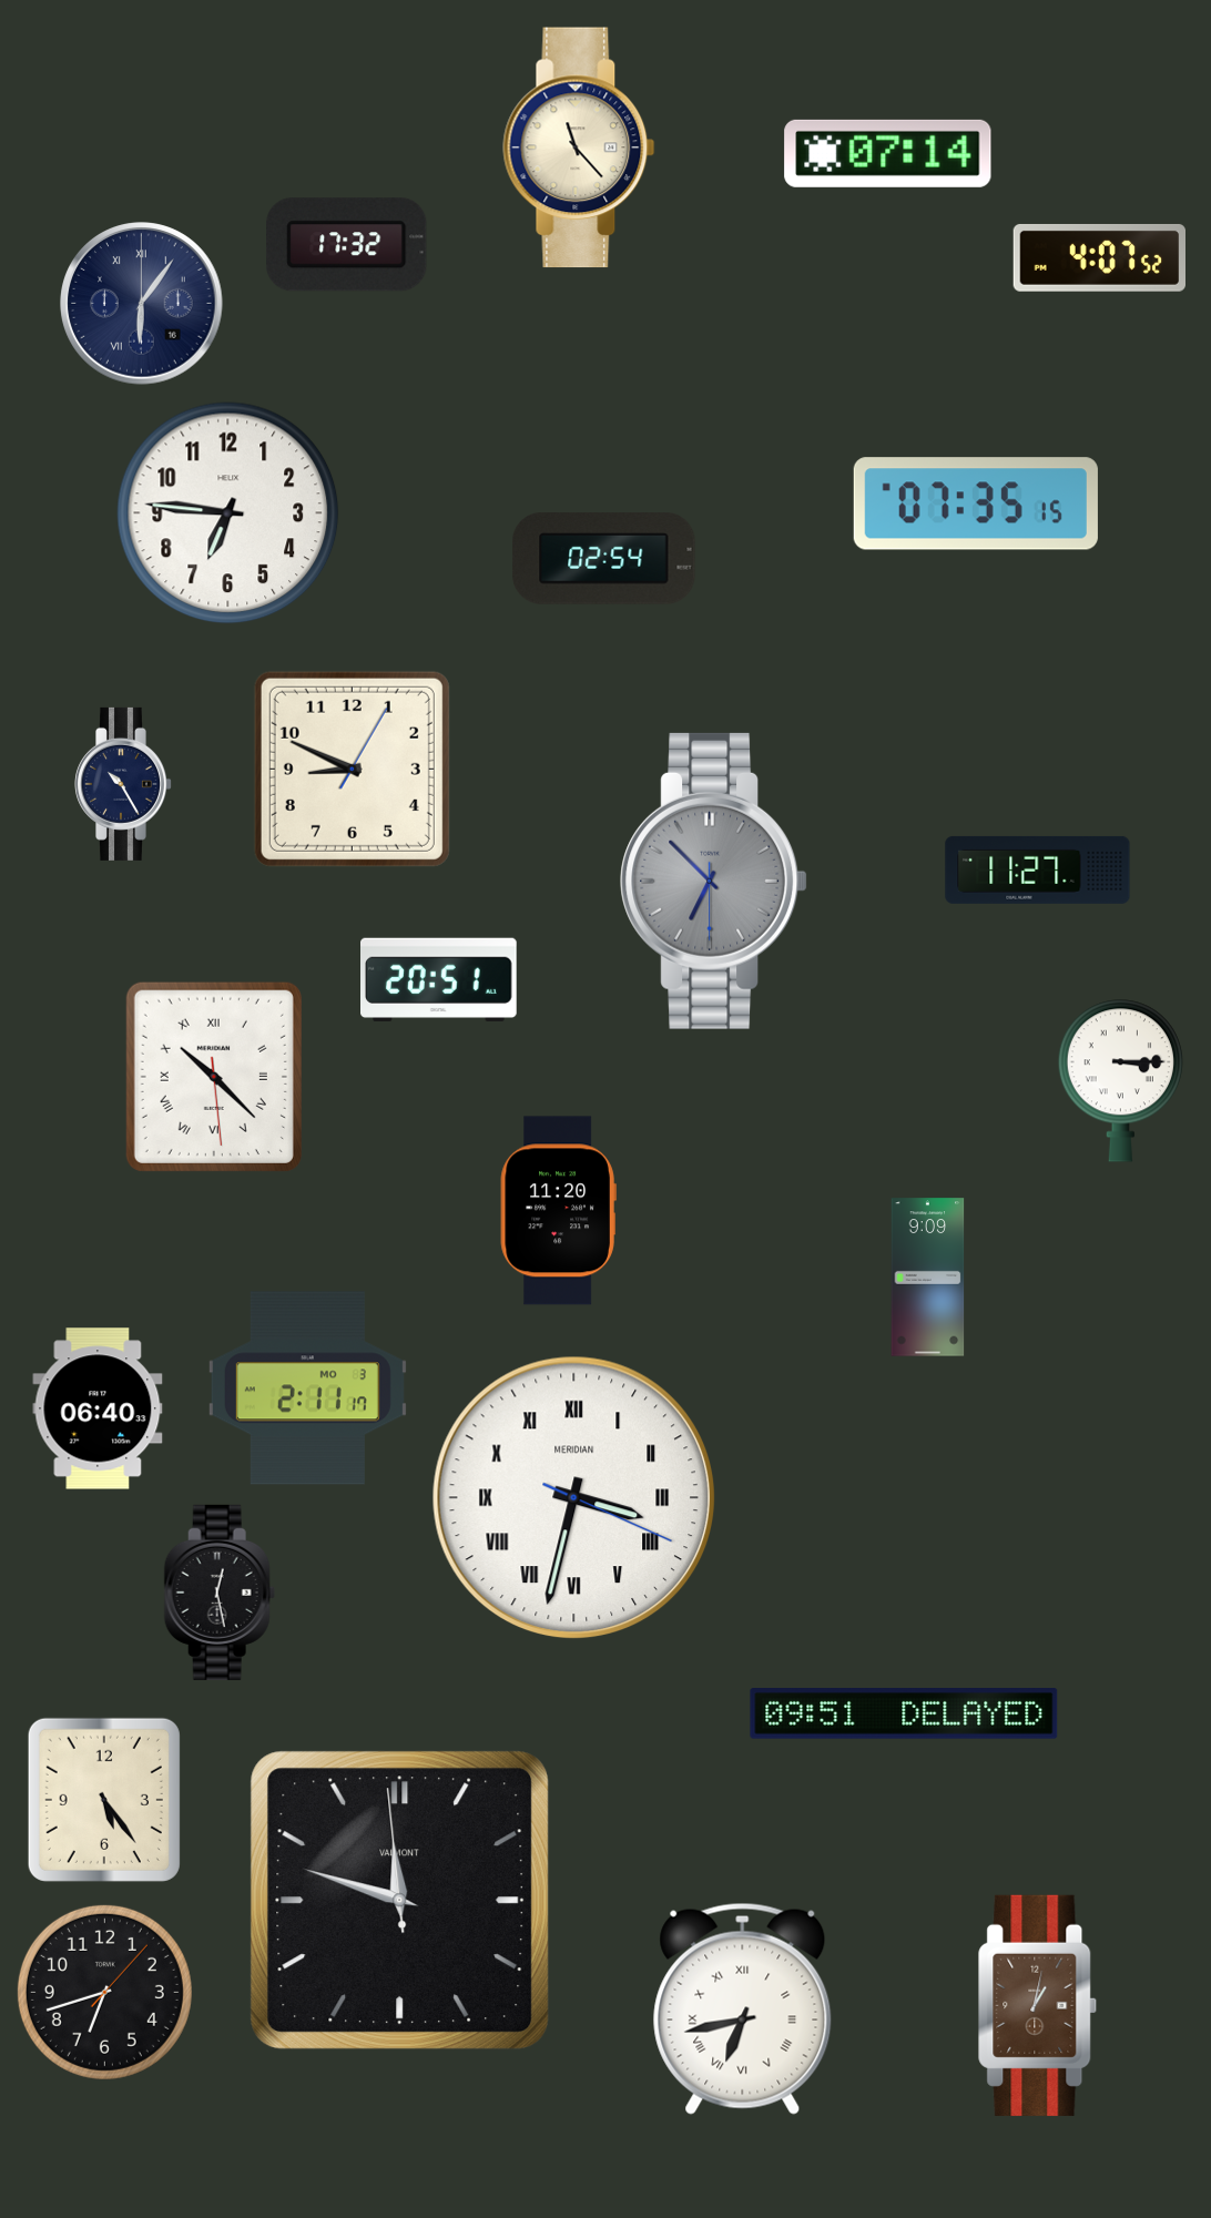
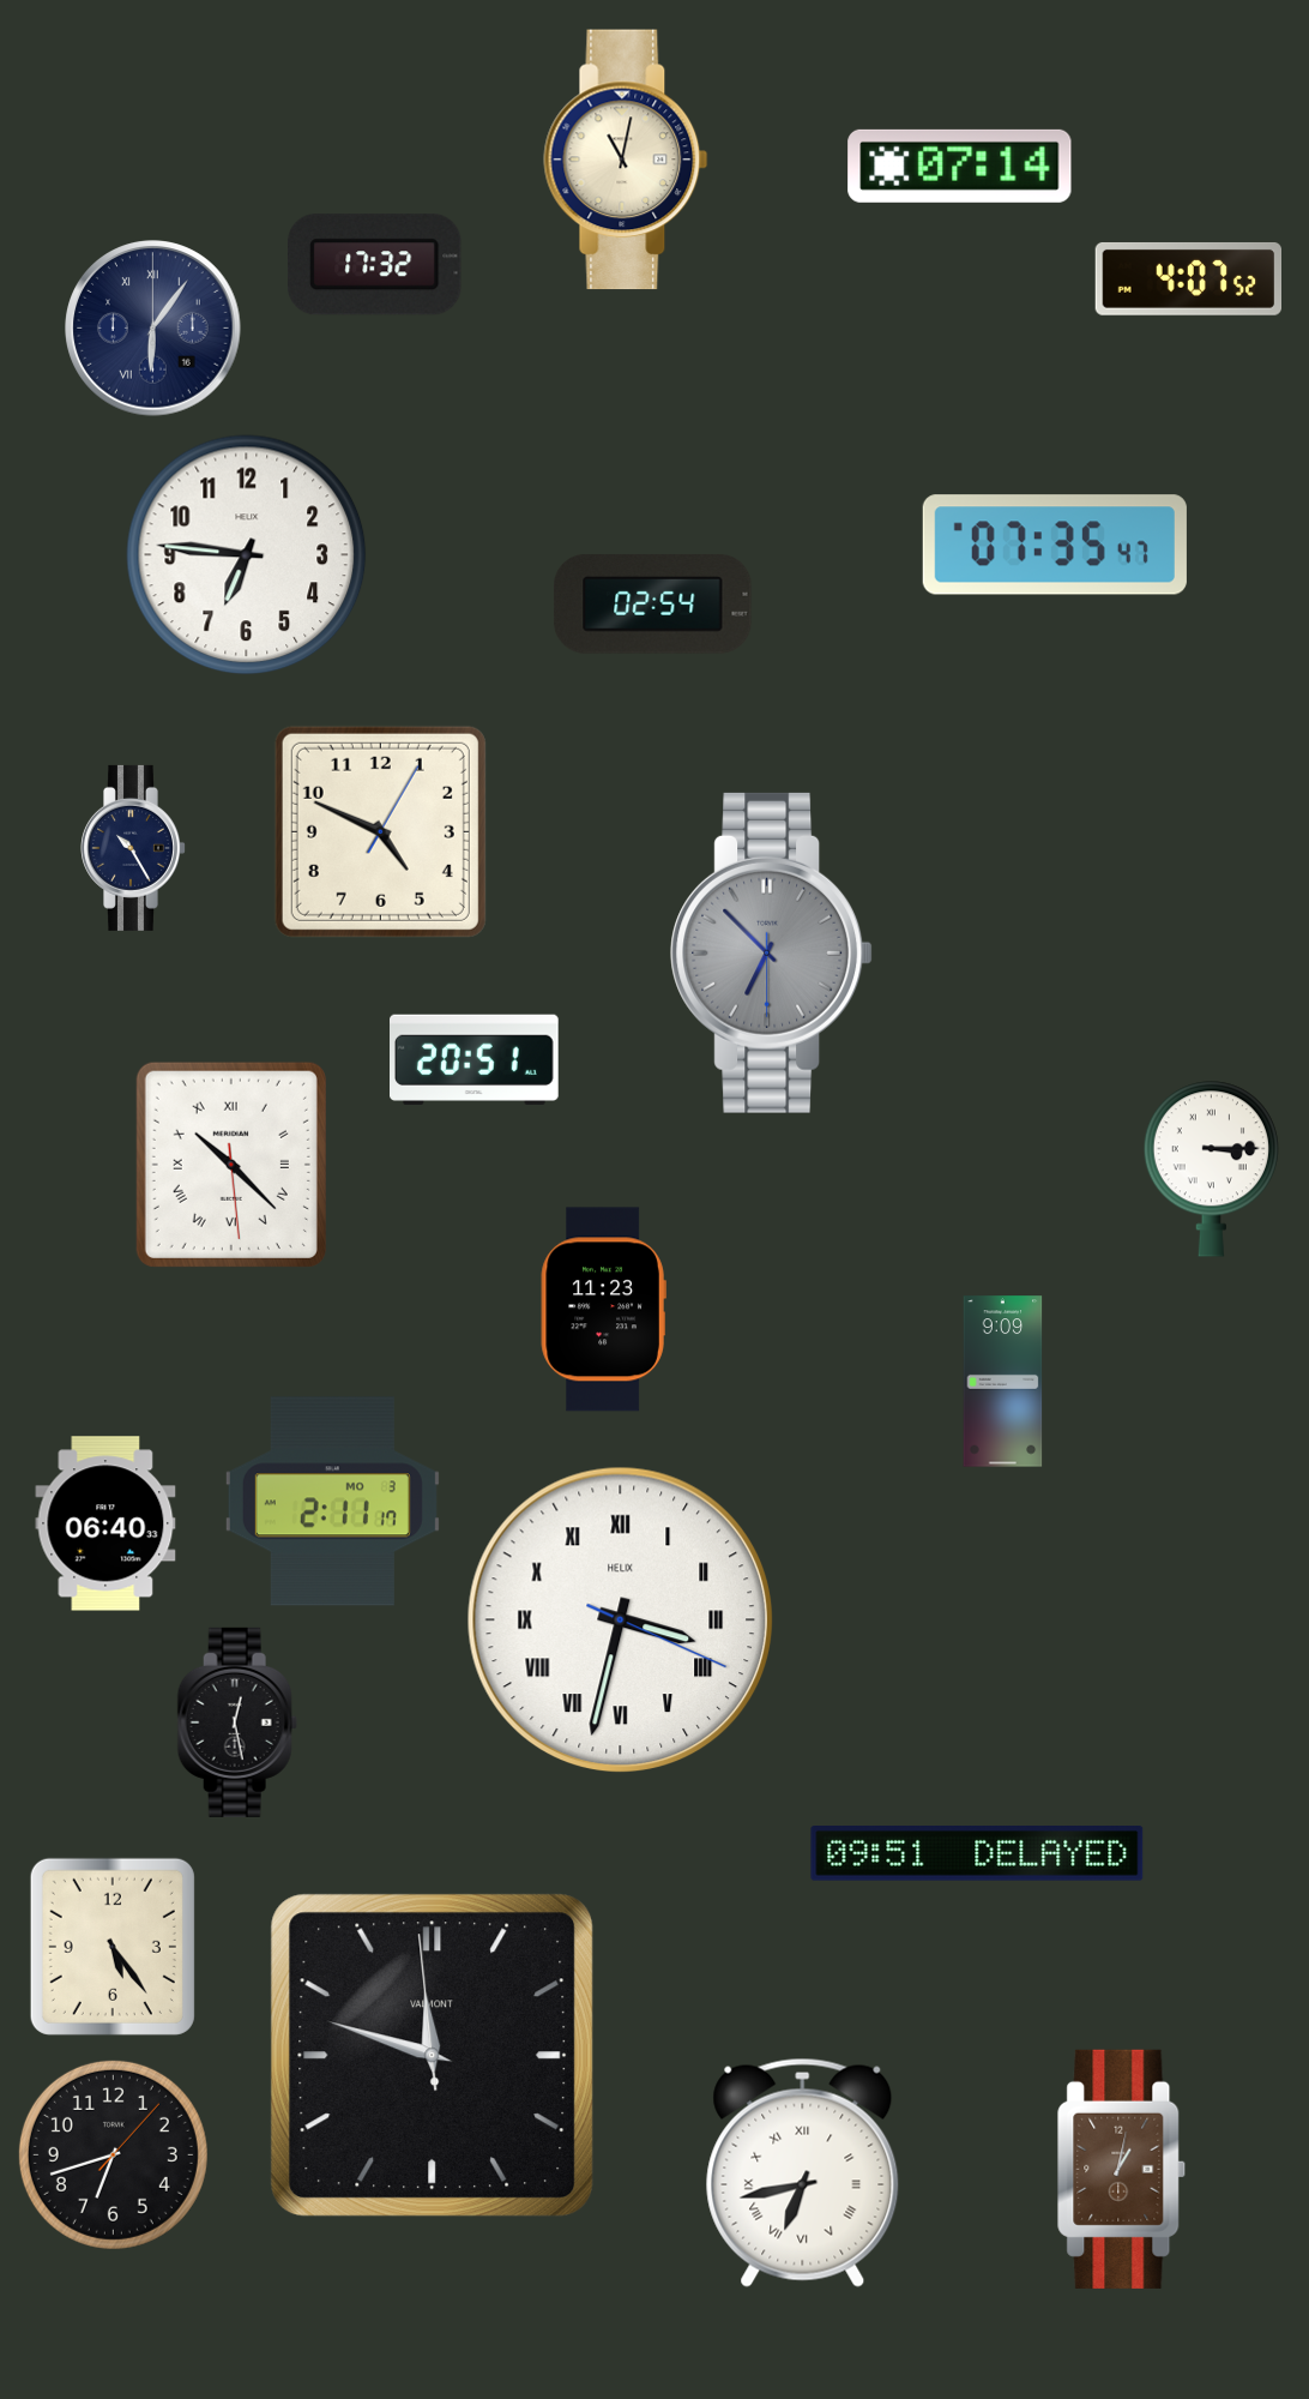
clock at (579, 147): 11:23 -> 11:02
clock at (976, 503): 07:35:15 -> 07:35:47
clock at (352, 769): 8:49 -> 4:49
clock at (1038, 869): 11:27 -> none
clock at (558, 1211): 11:20 -> 11:23
clock at (573, 1497) brand: MERIDIAN -> HELIX
